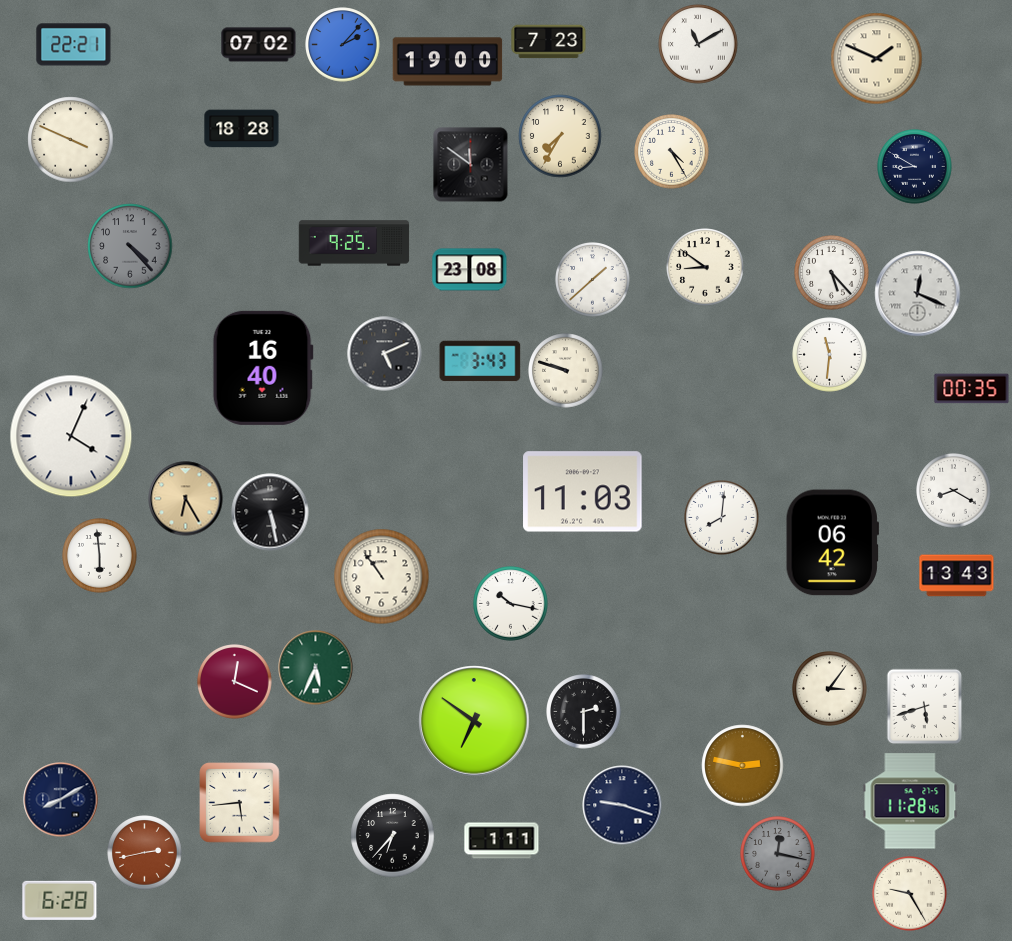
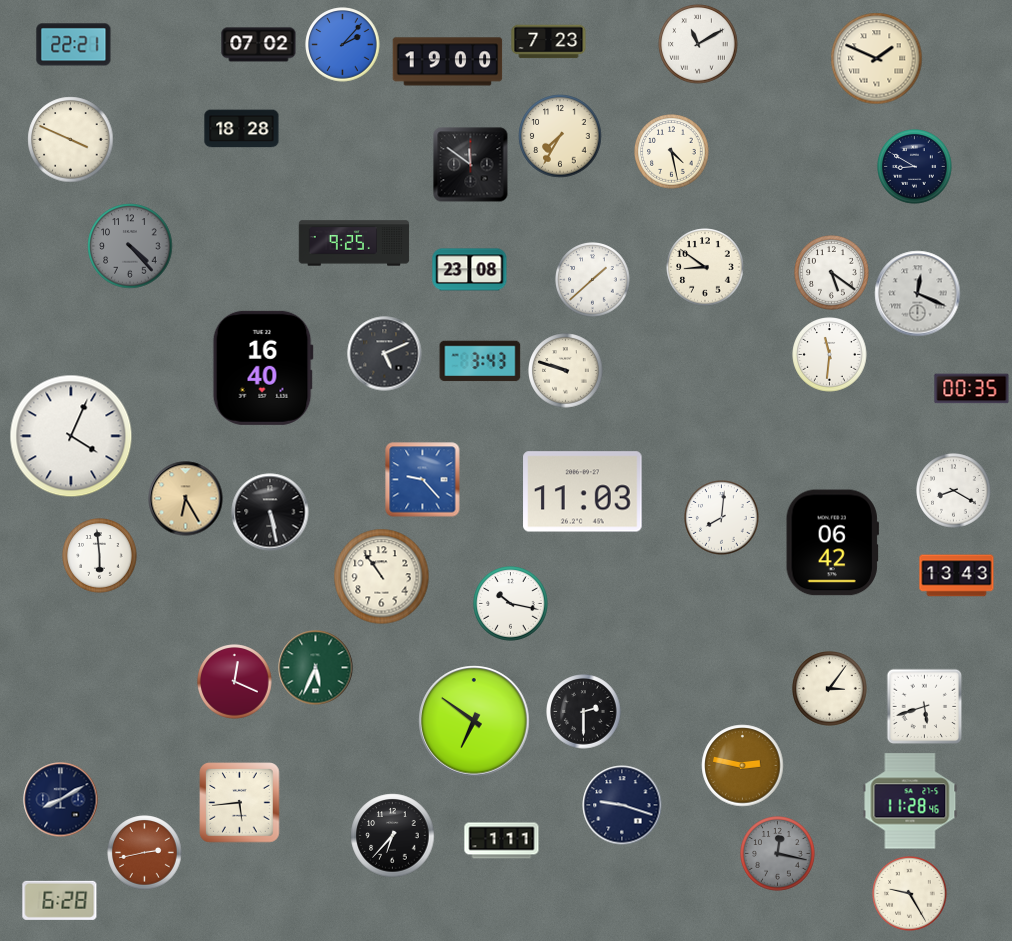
clock at (672, 152): 4:25 -> 4:28
clock at (832, 273): 5:23 -> 5:21
clock at (423, 480): none -> 9:23
